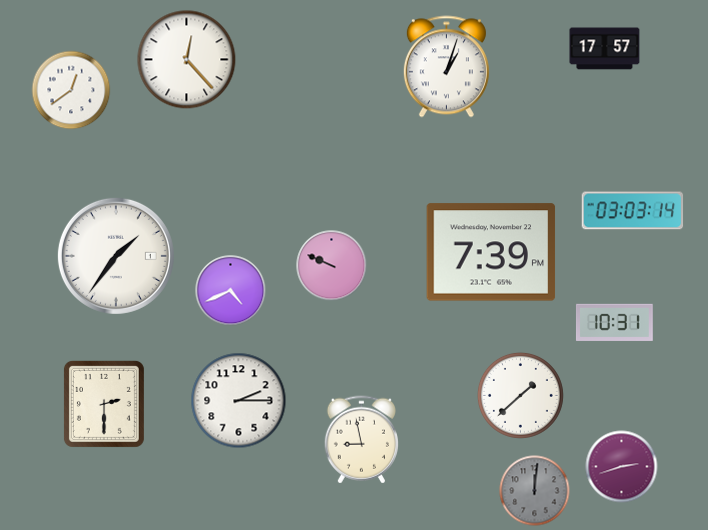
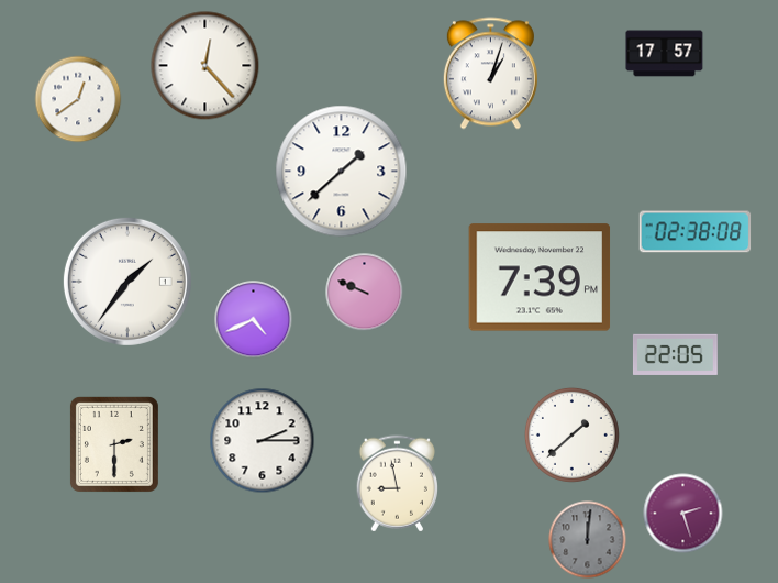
clock at (342, 172): none -> 1:38
clock at (633, 211): 03:03 -> 02:38
clock at (614, 322): 10:31 -> 22:05
clock at (622, 467): 2:42 -> 2:27
